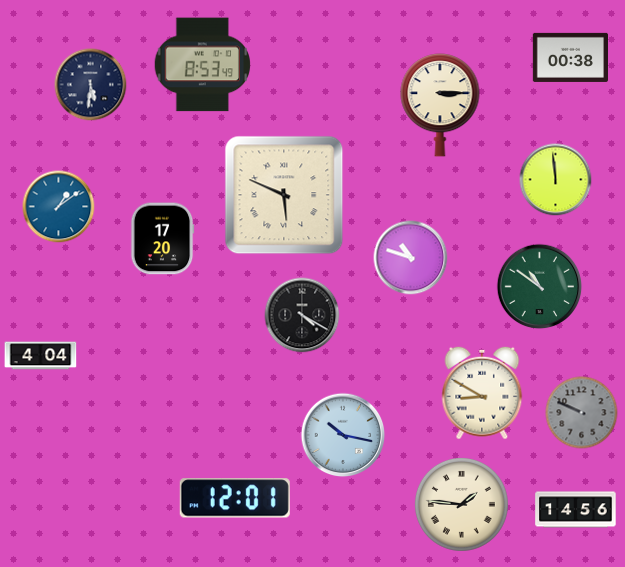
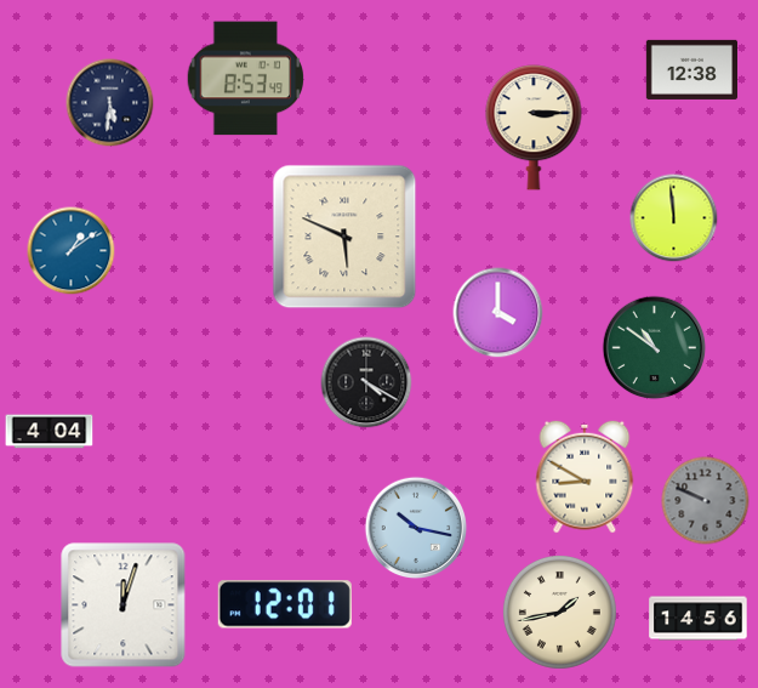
clock at (570, 57): 00:38 -> 12:38
clock at (162, 239): 17:20 -> none
clock at (411, 258): 10:48 -> 4:00
clock at (124, 605): none -> 12:03
clock at (461, 504): 1:46 -> 1:43
